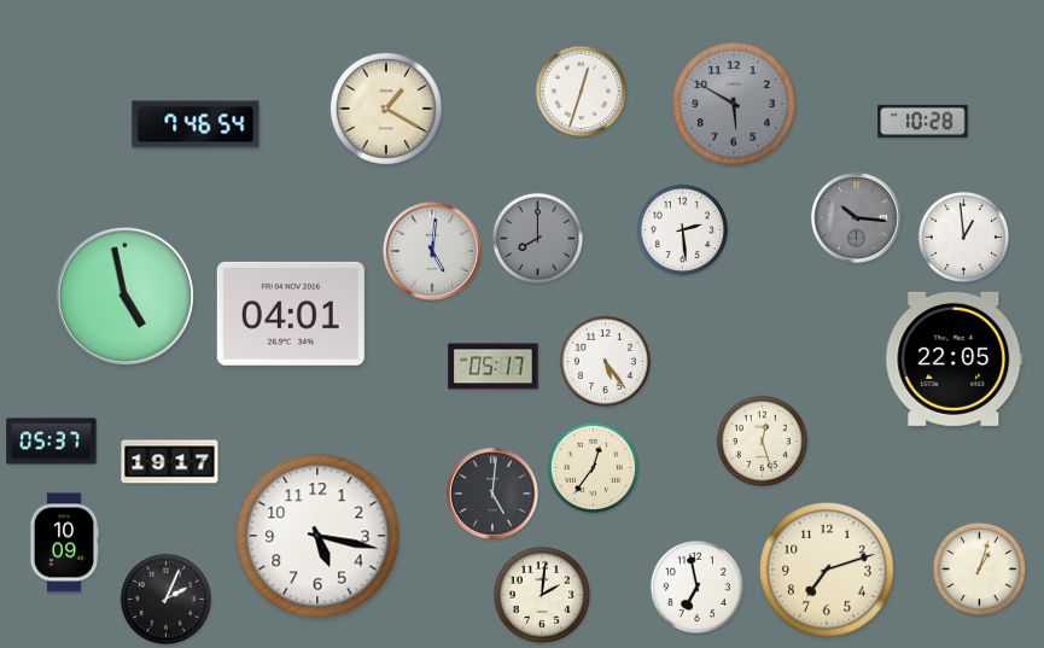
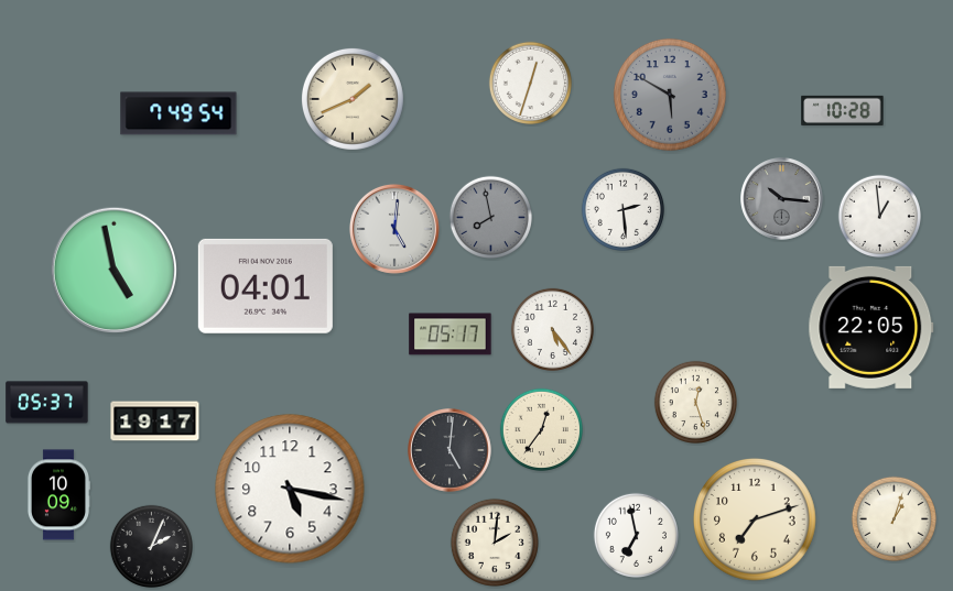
clock at (386, 109): 1:20 -> 1:41
clock at (196, 124): 7:46 -> 7:49
clock at (537, 238): 8:00 -> 7:58
clock at (593, 467) position: (593, 467) -> (541, 429)
